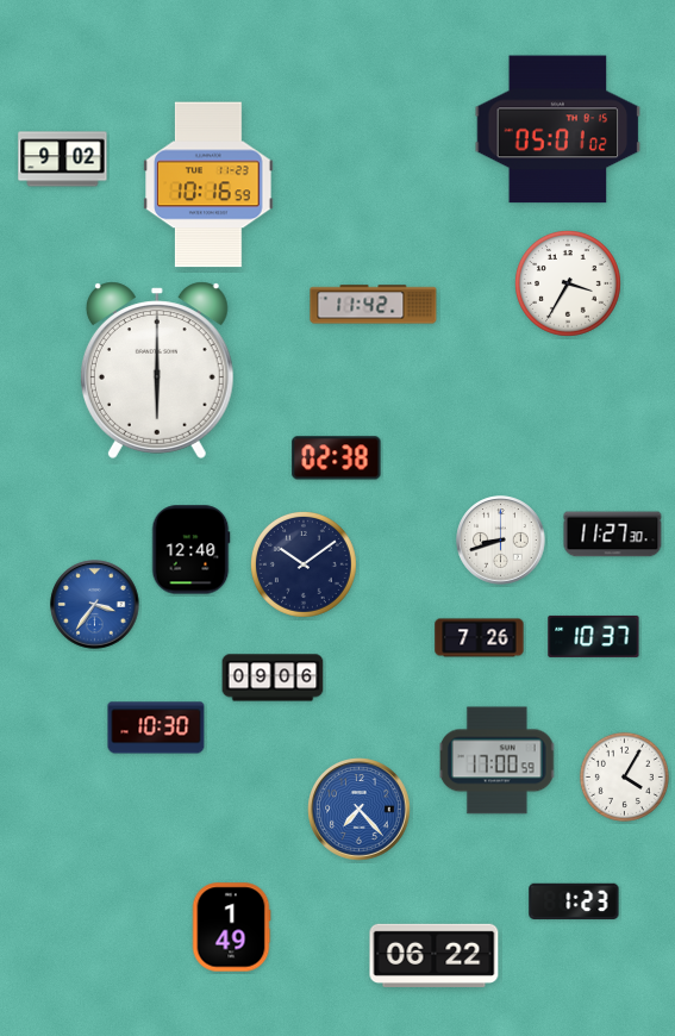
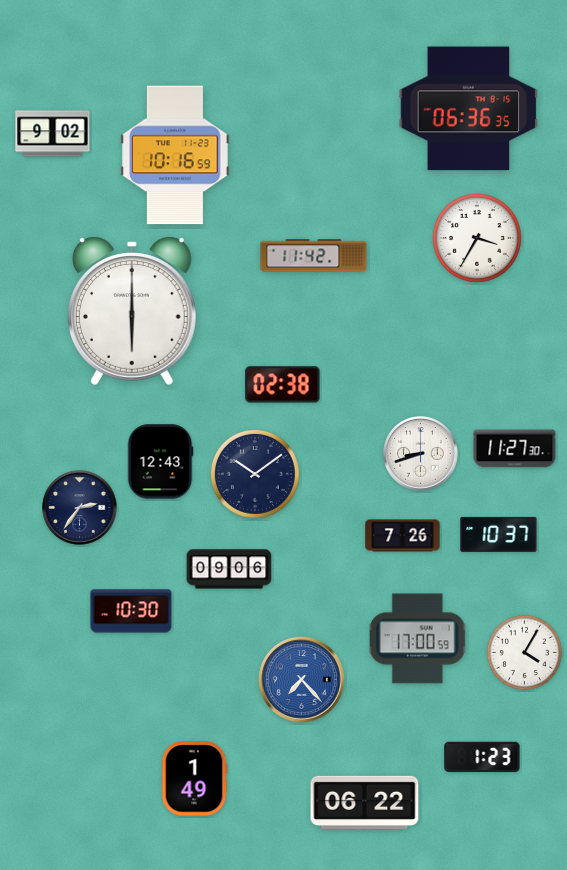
clock at (558, 130): 05:01 -> 06:36
clock at (190, 550): 12:40 -> 12:43
clock at (95, 605): 3:36 -> 2:36
clock at (95, 605) dial: blue -> navy
